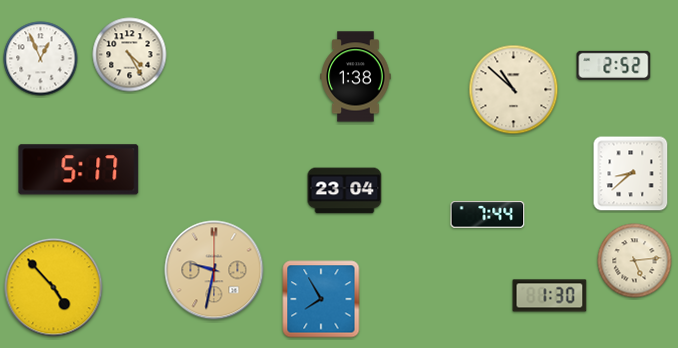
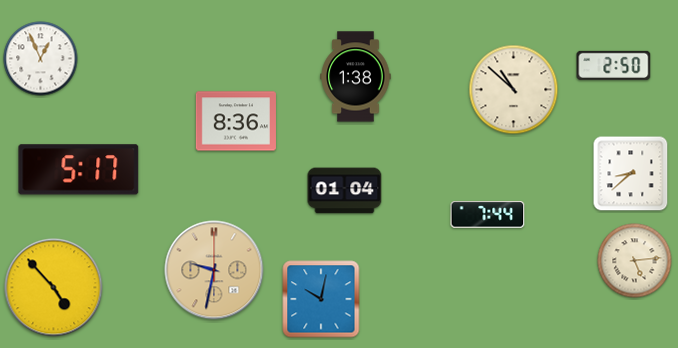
clock at (130, 55): 4:25 -> none
clock at (614, 65): 2:52 -> 2:50
clock at (235, 121): none -> 8:36
clock at (345, 191): 23:04 -> 01:04
clock at (550, 296): 1:30 -> none
clock at (321, 299): 7:55 -> 10:02
